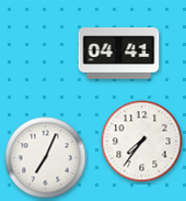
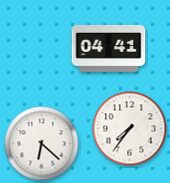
clock at (46, 158): 7:04 -> 6:22
